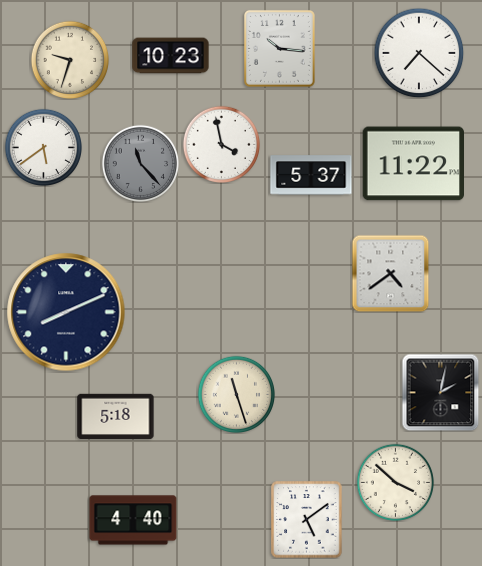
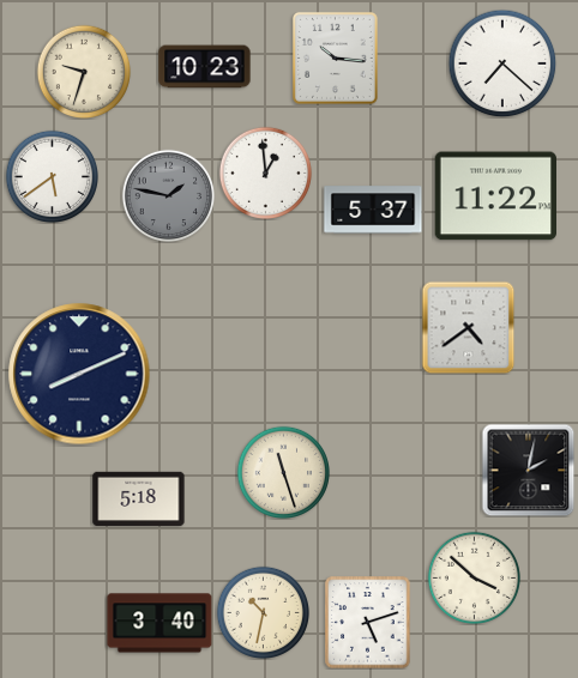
clock at (221, 144): 3:58 -> 12:59
clock at (140, 163): 11:23 -> 1:47
clock at (263, 612): none -> 10:32
clock at (133, 520): 4:40 -> 3:40
clock at (307, 520): 5:09 -> 5:12
